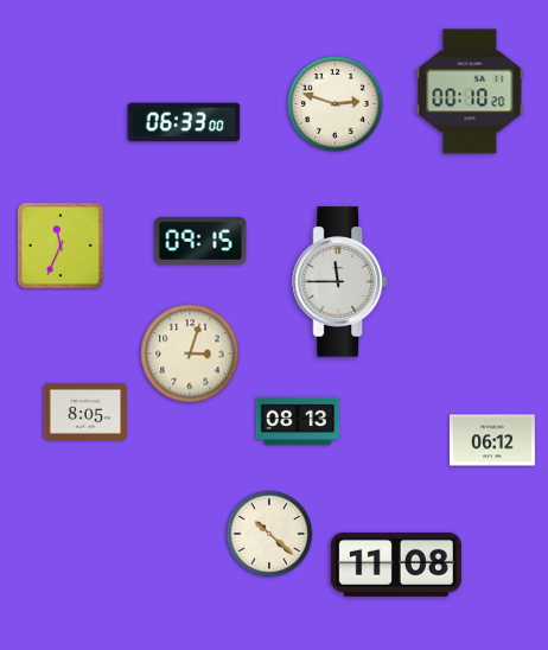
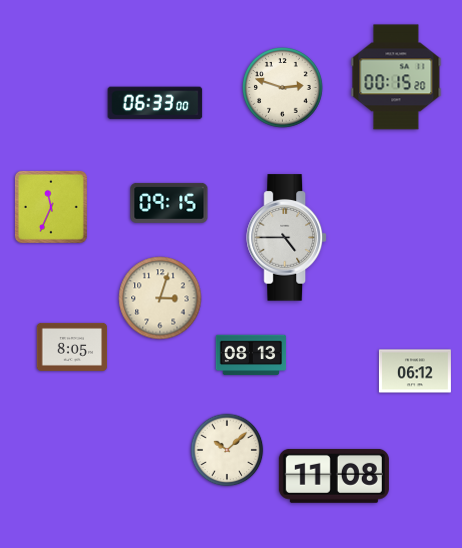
clock at (470, 91): 00:10 -> 00:15
clock at (339, 282): 11:45 -> 4:45
clock at (269, 534): 10:22 -> 10:08
